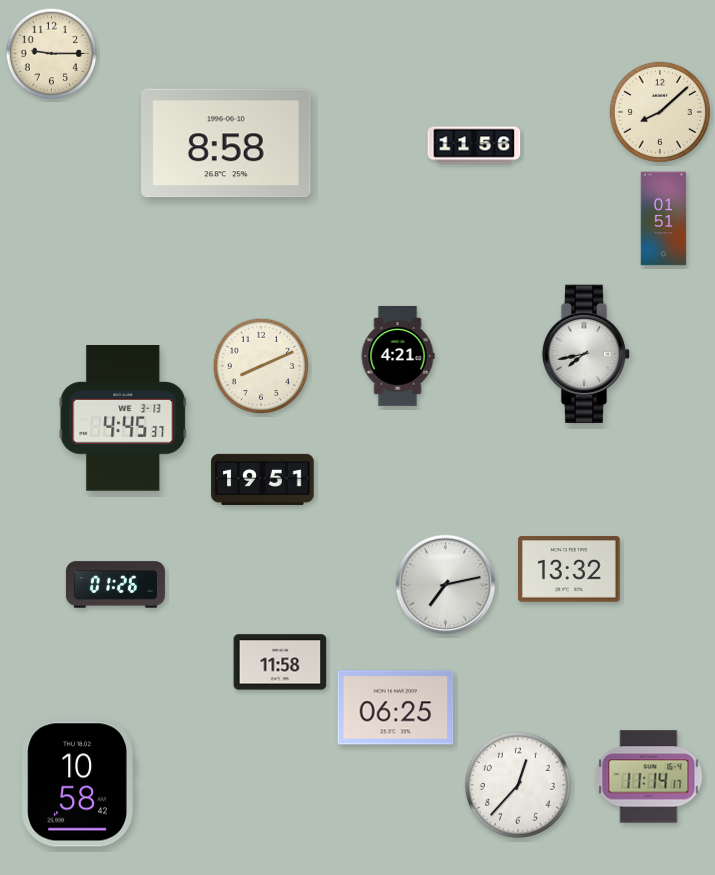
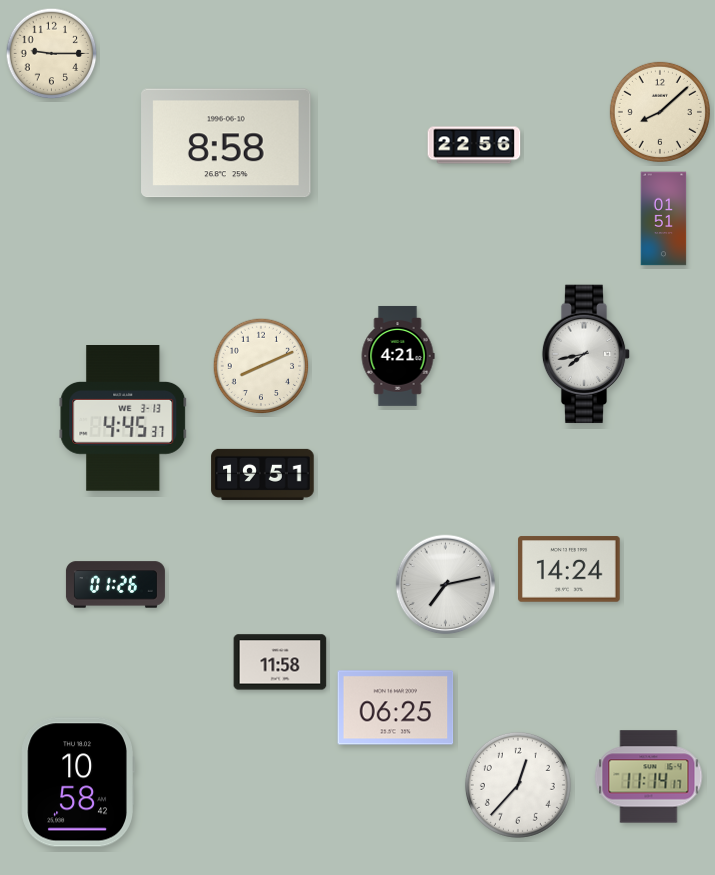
clock at (474, 145): 11:56 -> 22:56
clock at (263, 479) position: (263, 479) -> (263, 474)
clock at (569, 569): 13:32 -> 14:24
